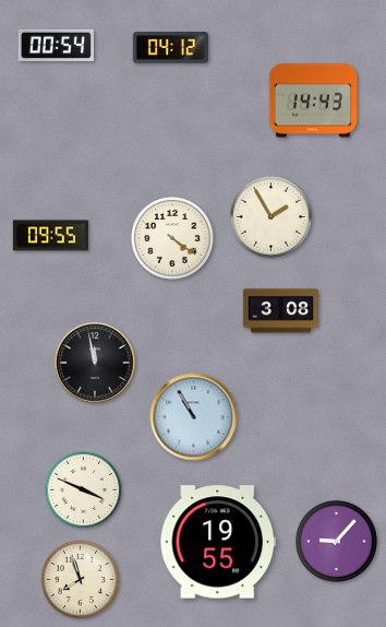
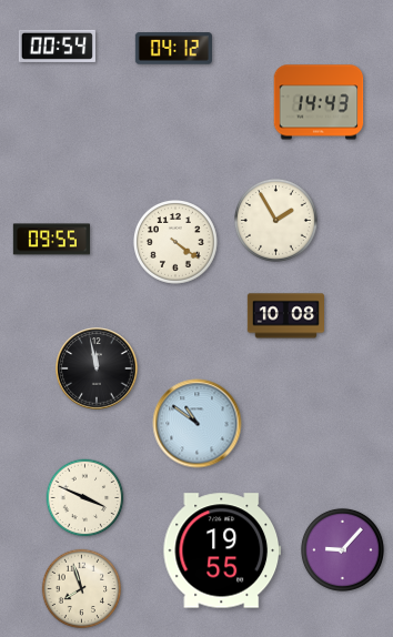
clock at (280, 311): 3:08 -> 10:08
clock at (194, 417): 10:55 -> 10:51
